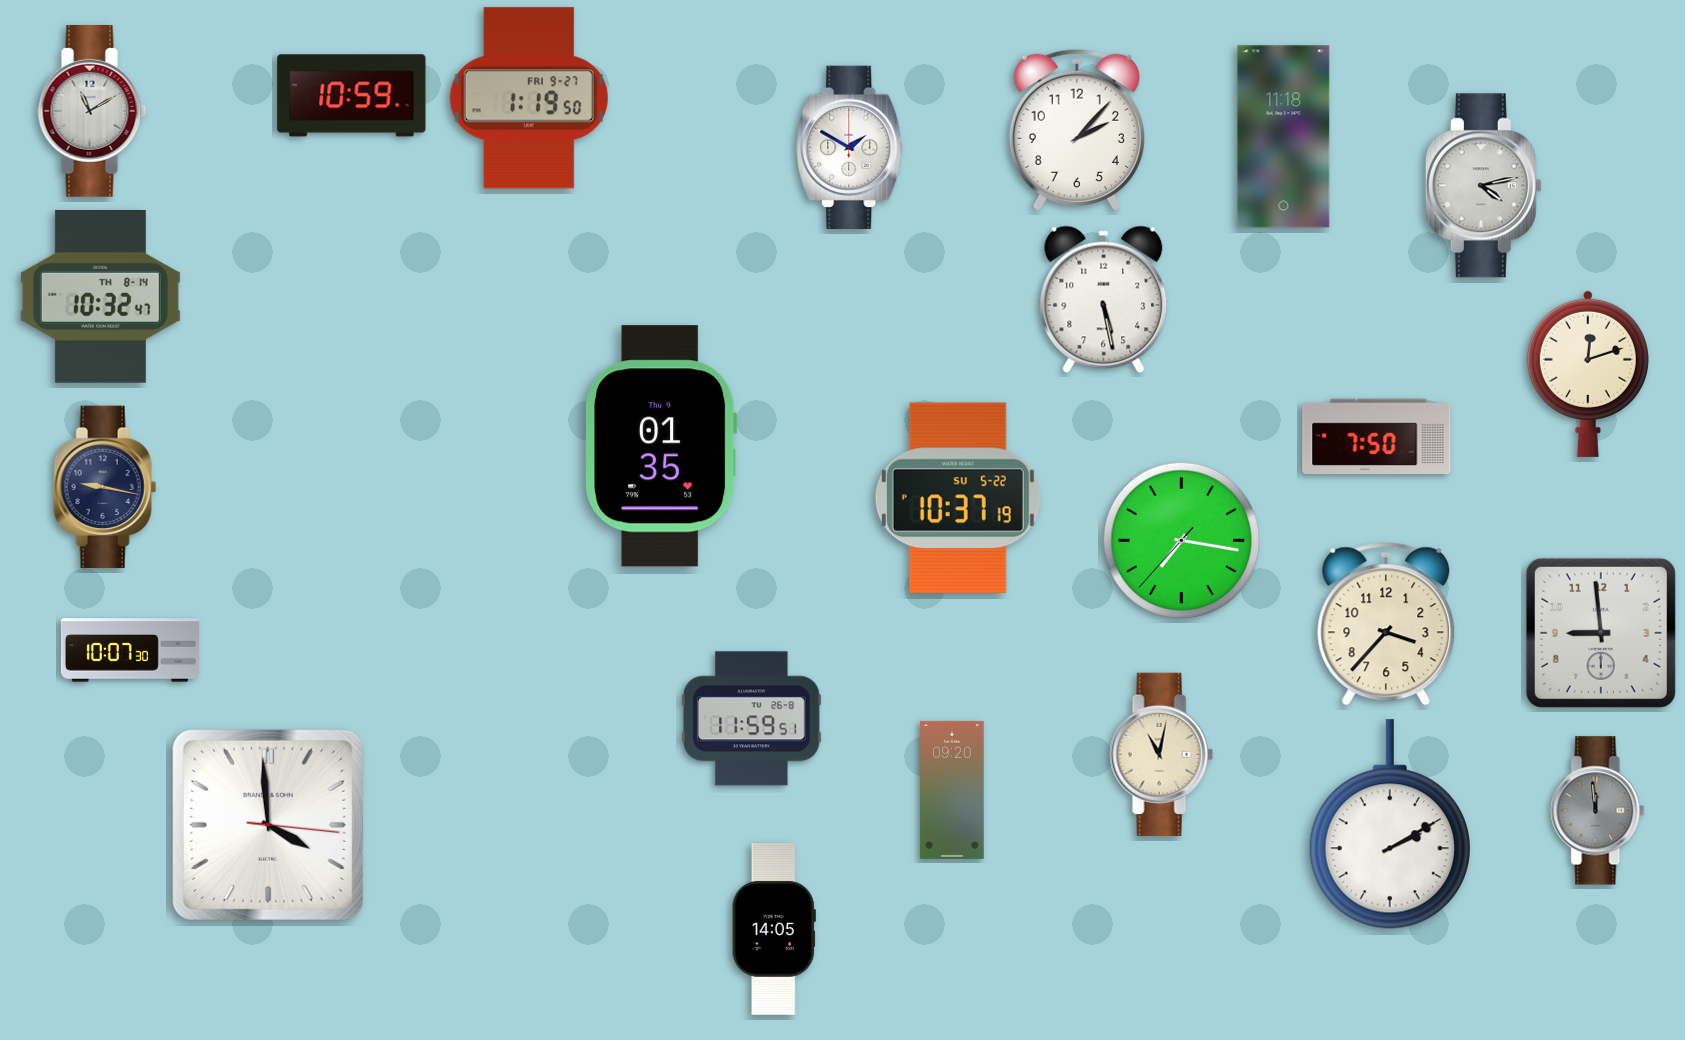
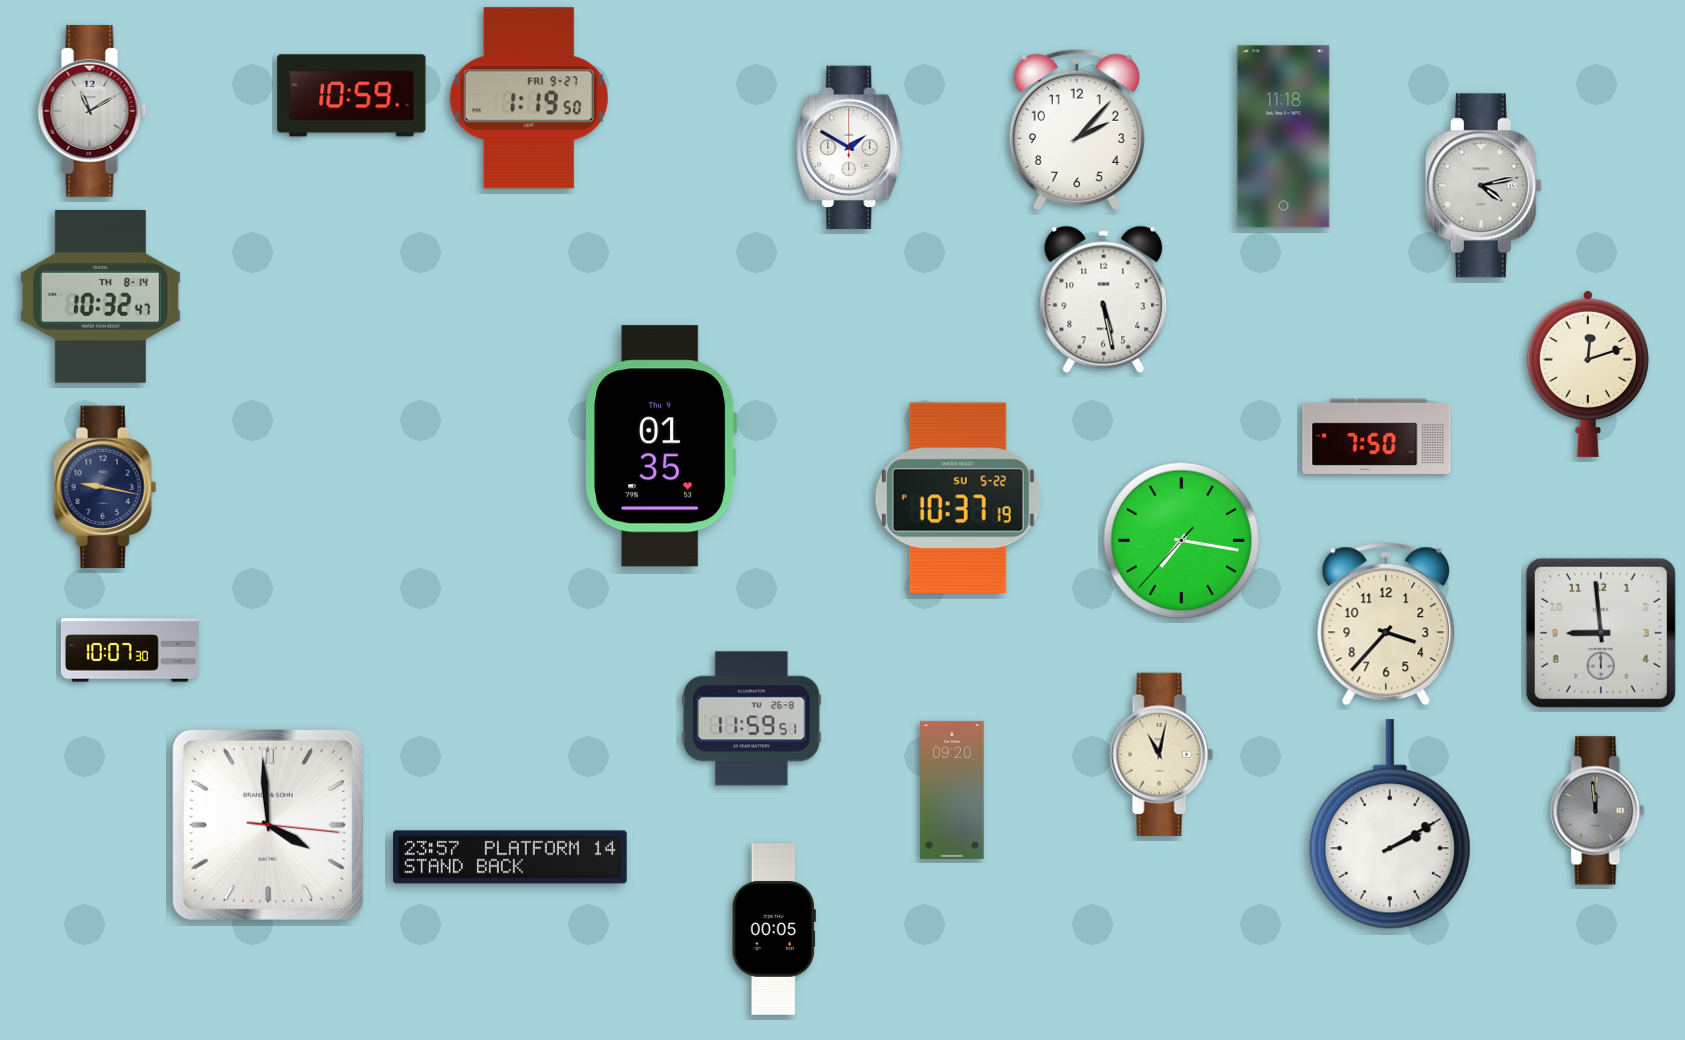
clock at (510, 857): none -> 23:57
clock at (774, 930): 14:05 -> 00:05
